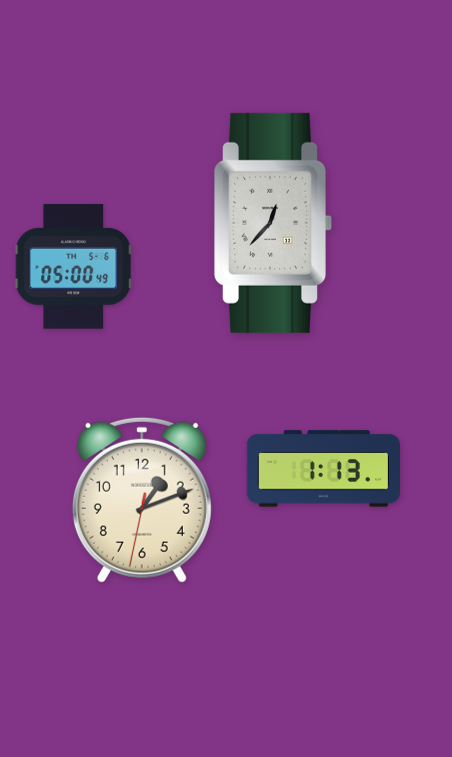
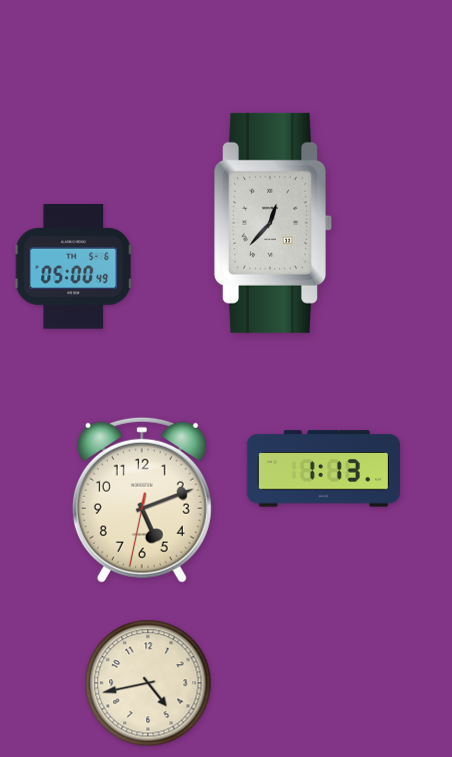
clock at (142, 500): 1:11 -> 5:11
clock at (148, 683): none -> 4:43
